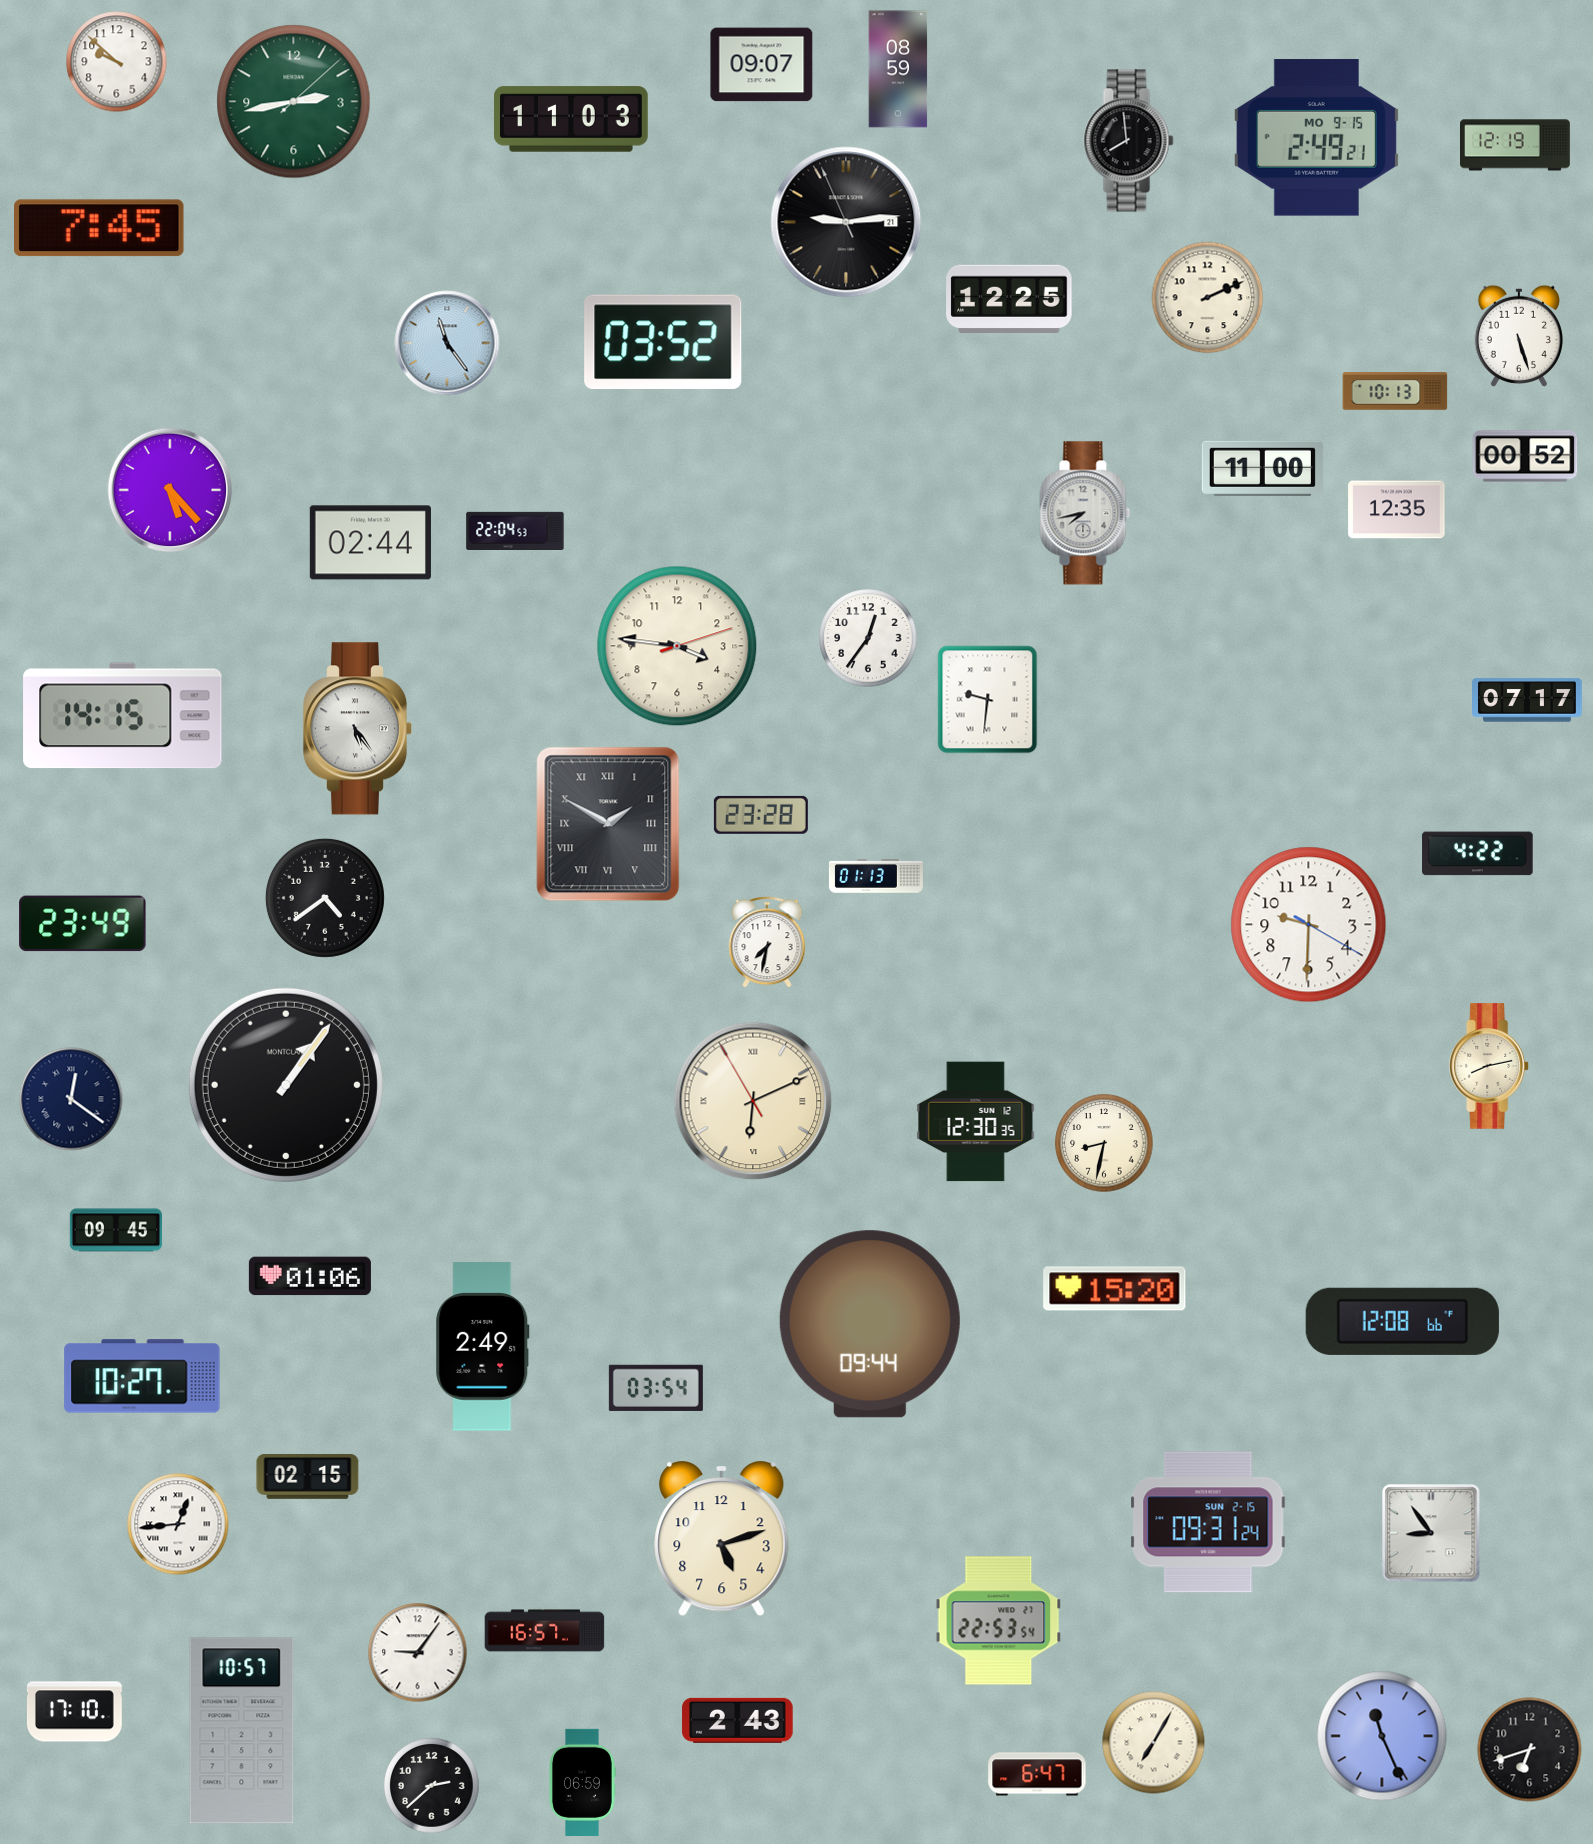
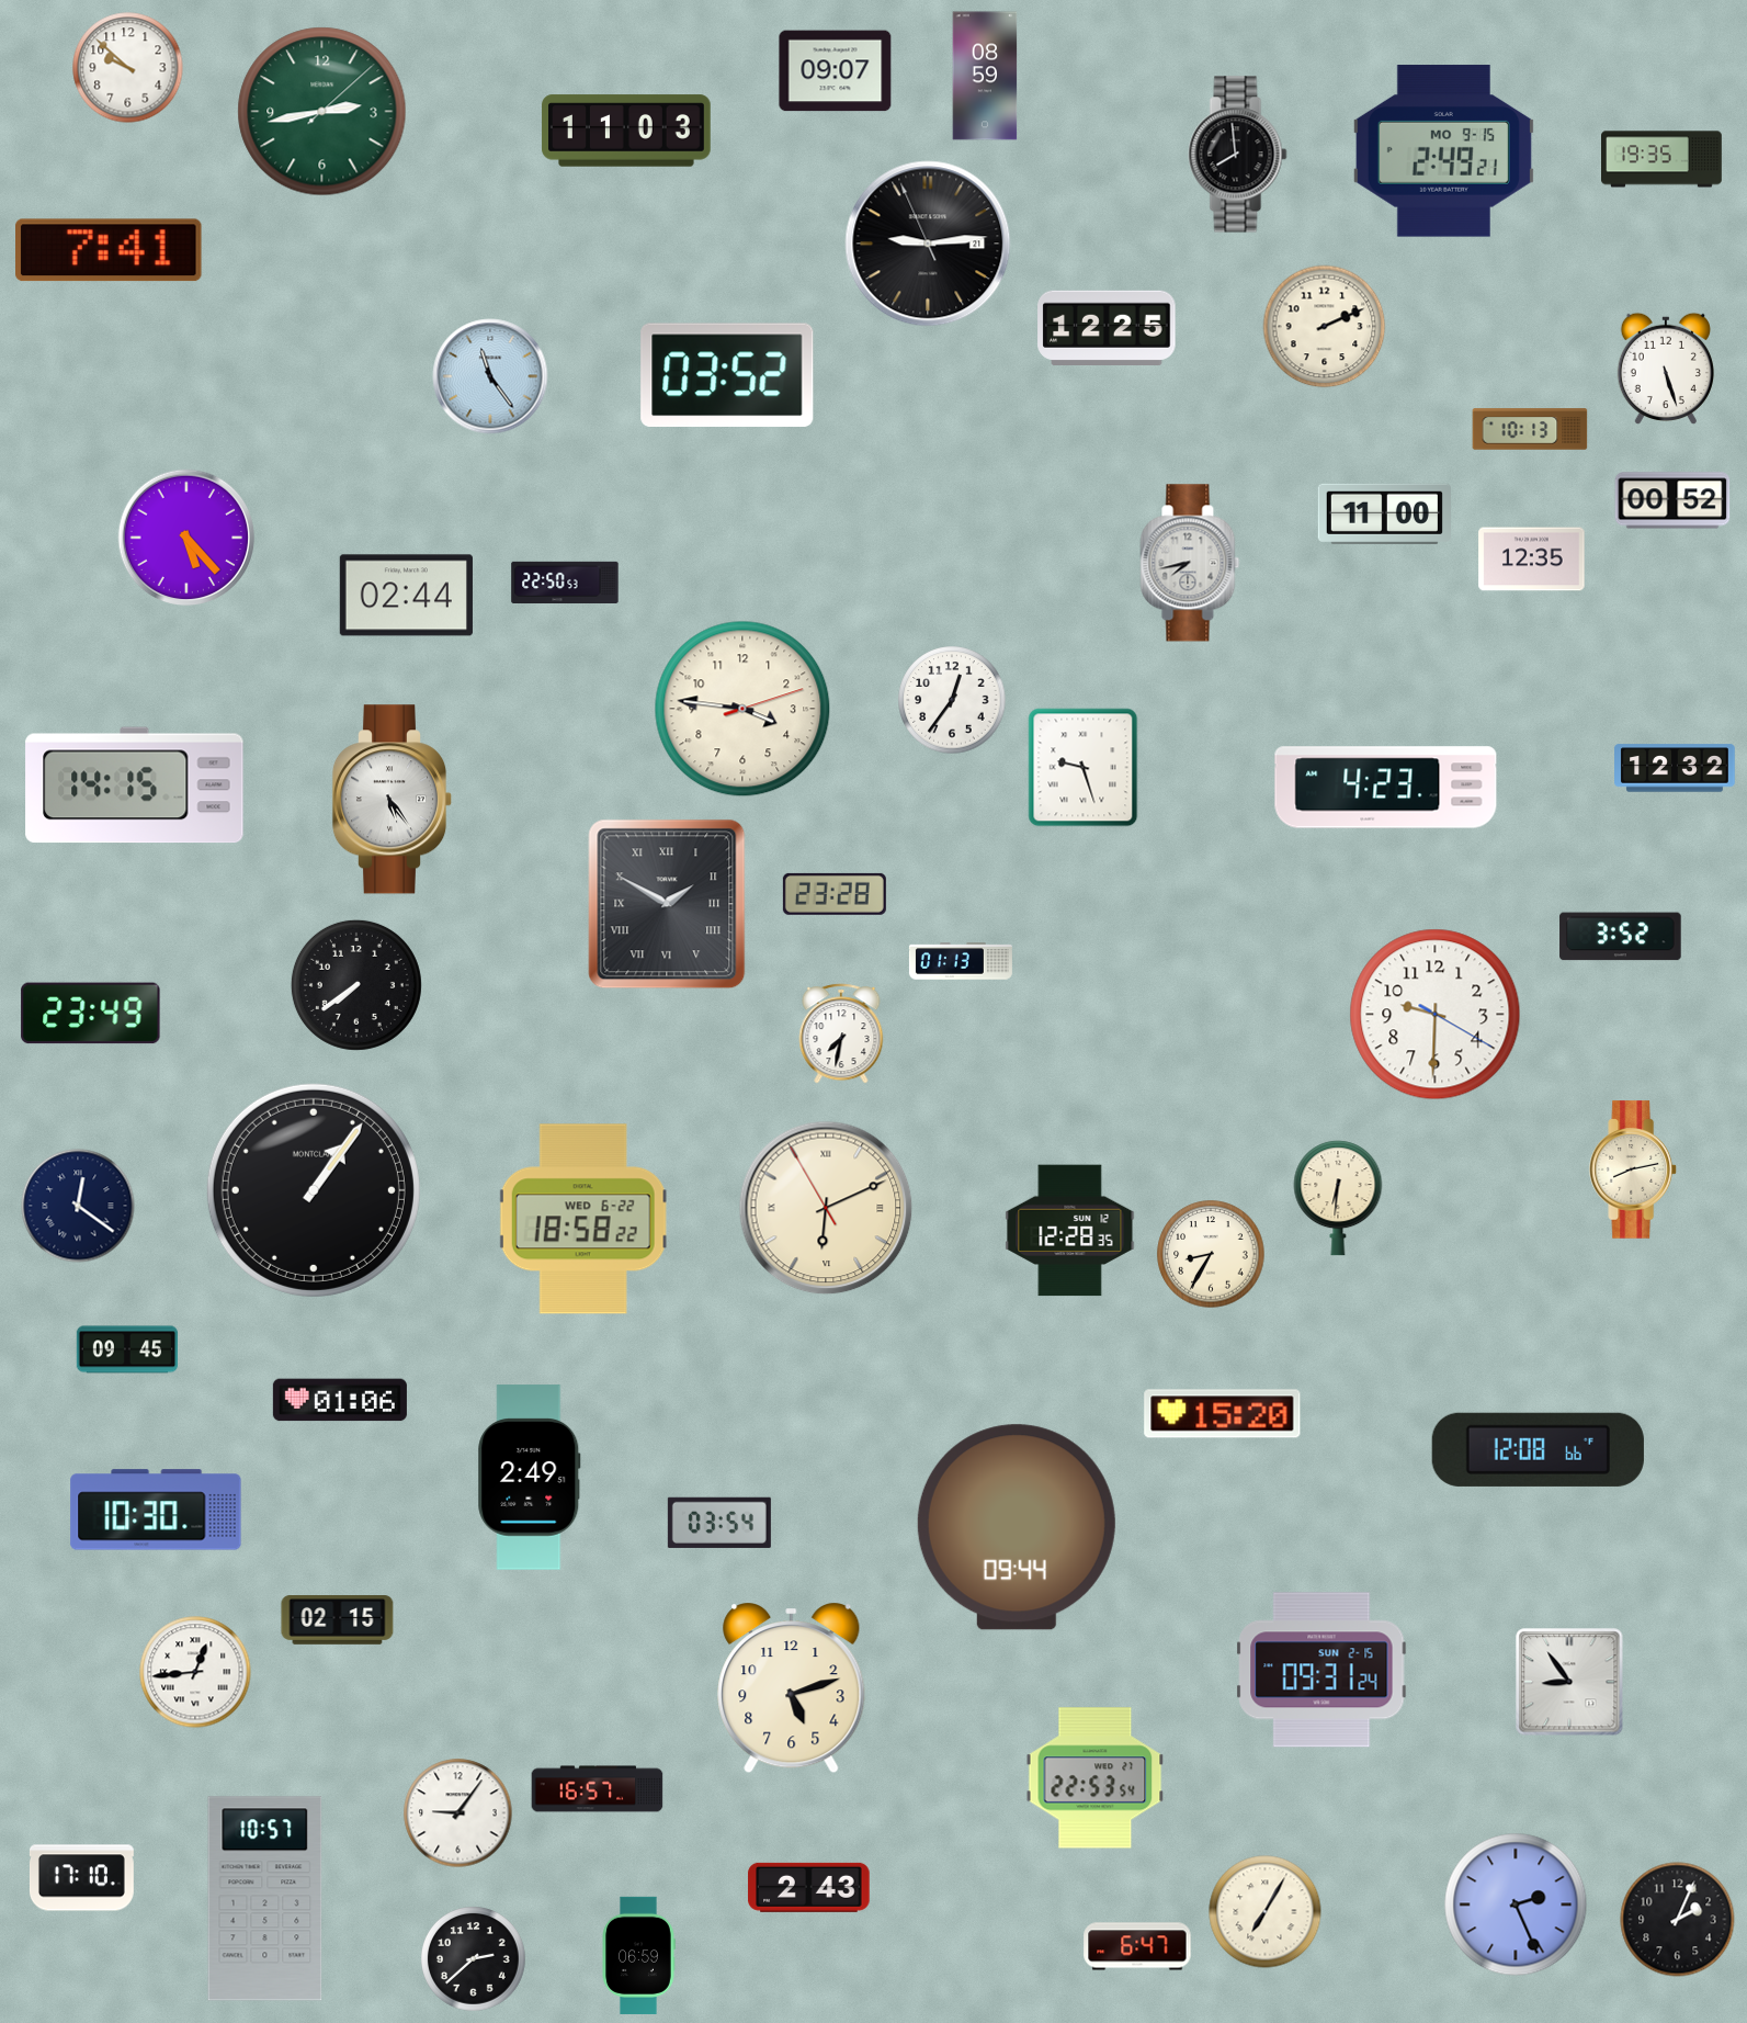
clock at (1515, 145): 12:19 -> 19:35
clock at (100, 228): 7:45 -> 7:41
clock at (515, 530): 22:04 -> 22:50
clock at (988, 700): 9:31 -> 9:27
clock at (1528, 700): 07:17 -> 12:32
clock at (1386, 788): none -> 4:23
clock at (1478, 854): 4:22 -> 3:52
clock at (325, 898): 4:39 -> 7:39
clock at (1338, 1198): none -> 6:31
clock at (583, 1219): none -> 18:58
clock at (976, 1122): 12:30 -> 12:28
clock at (1104, 1143): 8:32 -> 8:35
clock at (870, 1324) position: (870, 1324) -> (1017, 1527)
clock at (142, 1376): 10:27 -> 10:30
clock at (1208, 1522) position: (1208, 1522) -> (1321, 1670)
clock at (1382, 1736): 11:26 -> 2:26
clock at (1530, 1750): 6:42 -> 2:04
